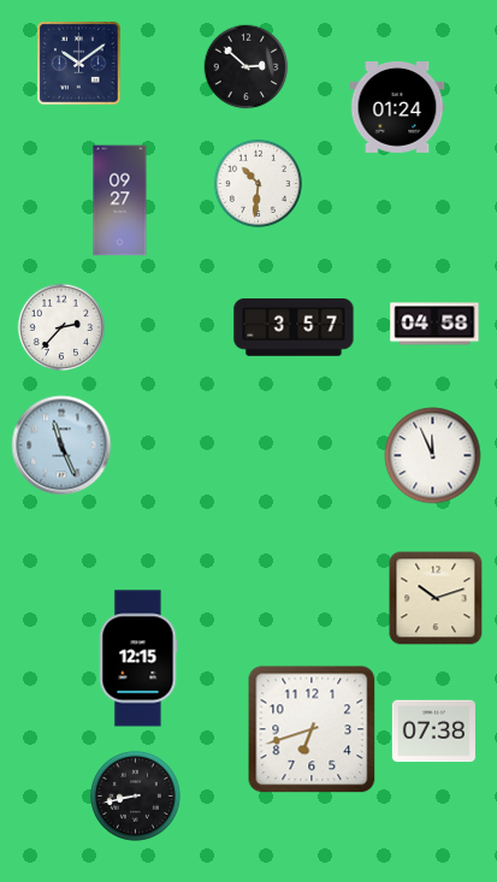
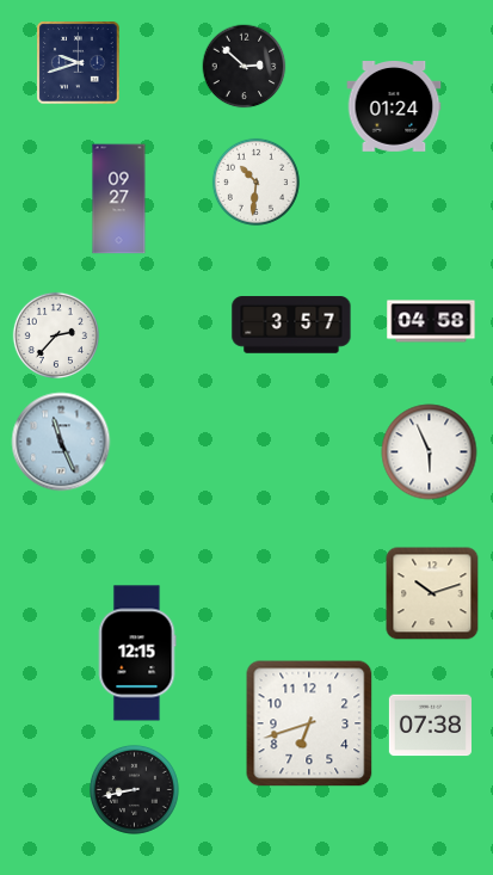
clock at (79, 64): 10:09 -> 9:42
clock at (60, 326) position: (60, 326) -> (55, 334)
clock at (433, 456): 11:56 -> 5:56
